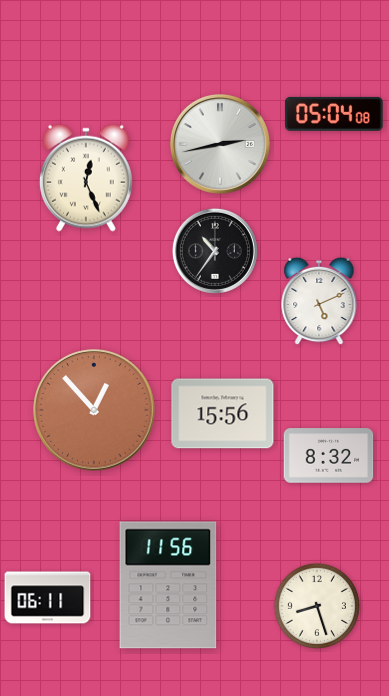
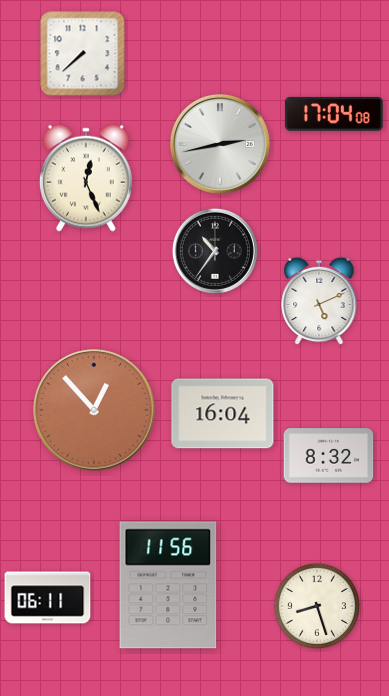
clock at (83, 54): none -> 7:38
clock at (334, 114): 05:04 -> 17:04
clock at (223, 414): 15:56 -> 16:04
